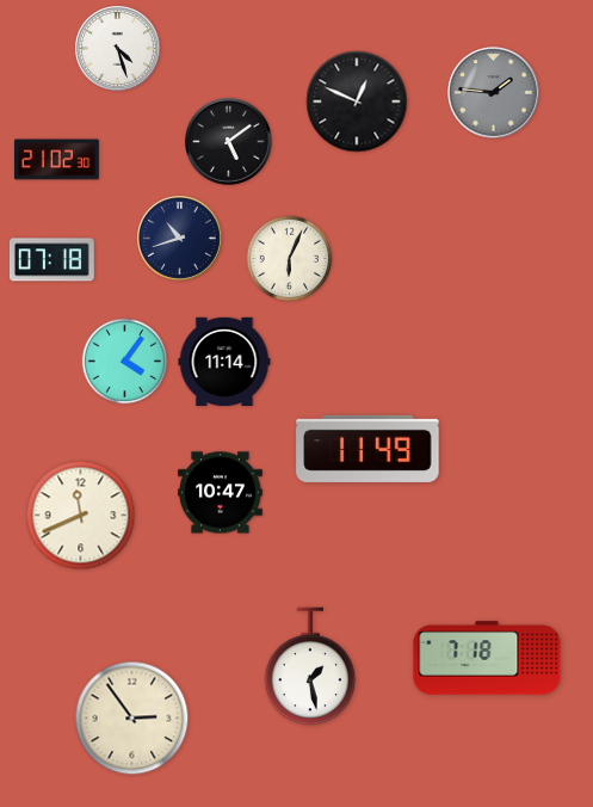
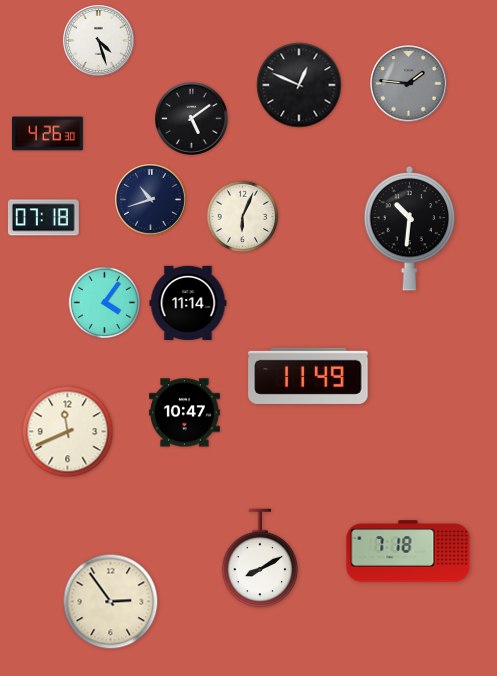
clock at (494, 93) position: (494, 93) -> (409, 84)
clock at (57, 160): 21:02 -> 4:26
clock at (410, 228): none -> 10:31
clock at (310, 666): 1:28 -> 8:10
